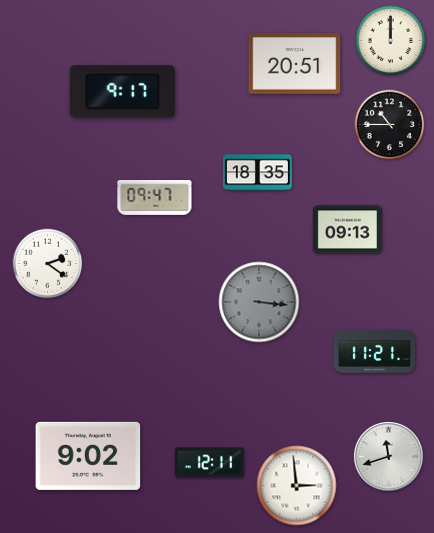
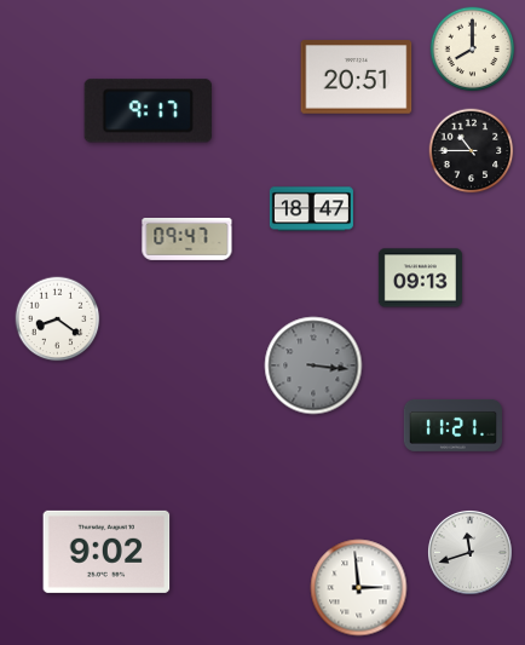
clock at (391, 41): 12:00 -> 8:00
clock at (257, 173): 18:35 -> 18:47
clock at (48, 264): 2:21 -> 8:21
clock at (209, 463): 12:11 -> none
